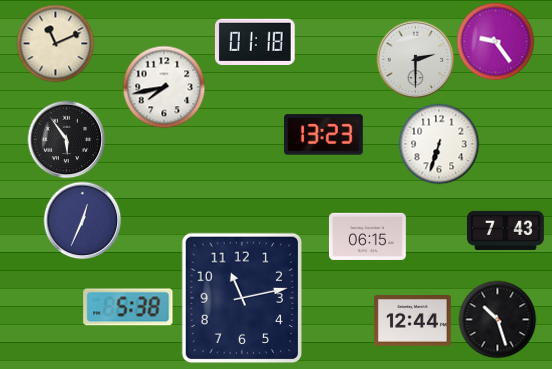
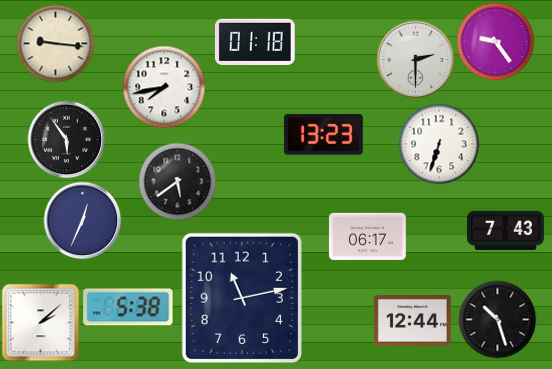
clock at (55, 43): 11:11 -> 9:16
clock at (177, 181): none -> 5:39
clock at (367, 236): 06:15 -> 06:17
clock at (40, 322): none -> 2:08
